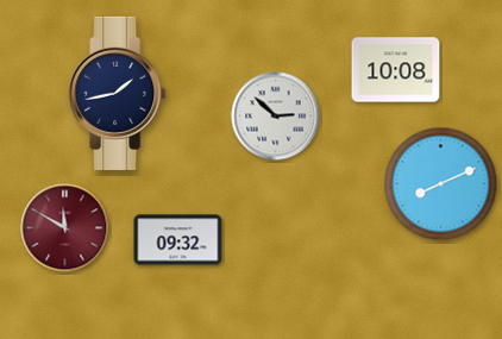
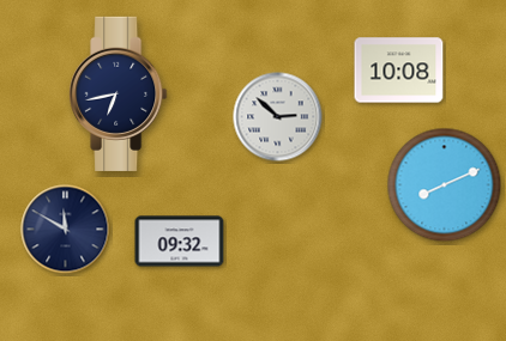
clock at (118, 93): 1:43 -> 6:43
clock at (65, 228) dial: burgundy -> navy
